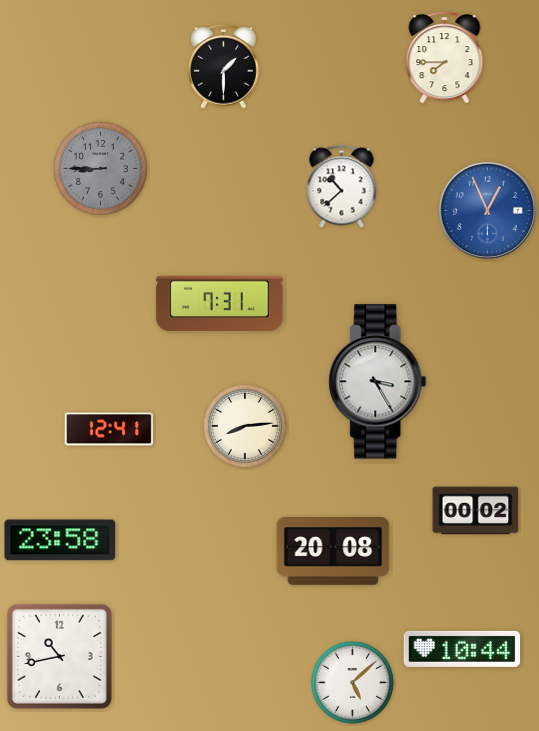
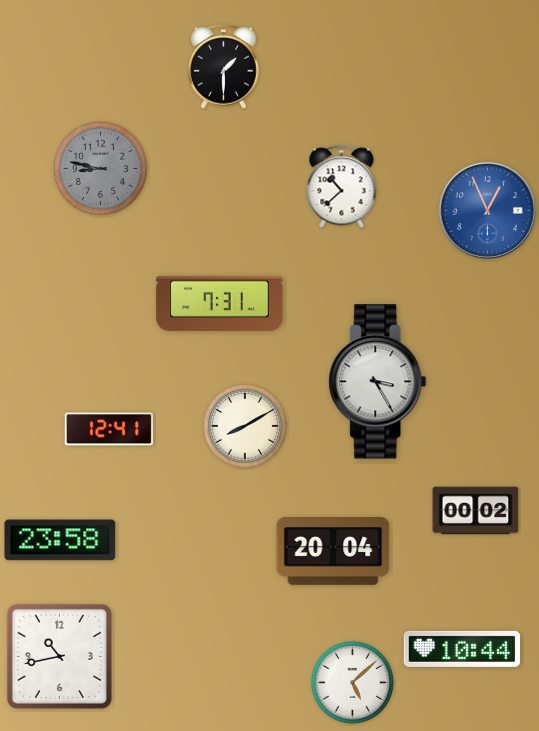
clock at (445, 58): 7:45 -> none
clock at (100, 168): 8:45 -> 8:47
clock at (245, 426): 8:14 -> 8:10
clock at (333, 552): 20:08 -> 20:04
